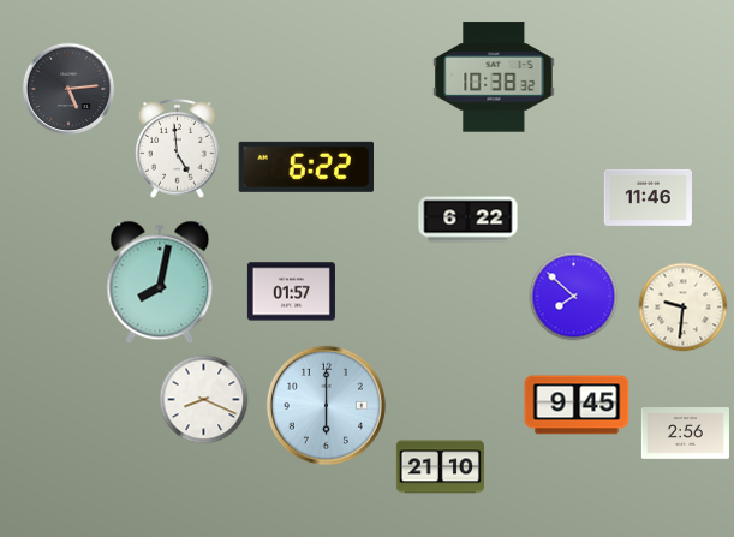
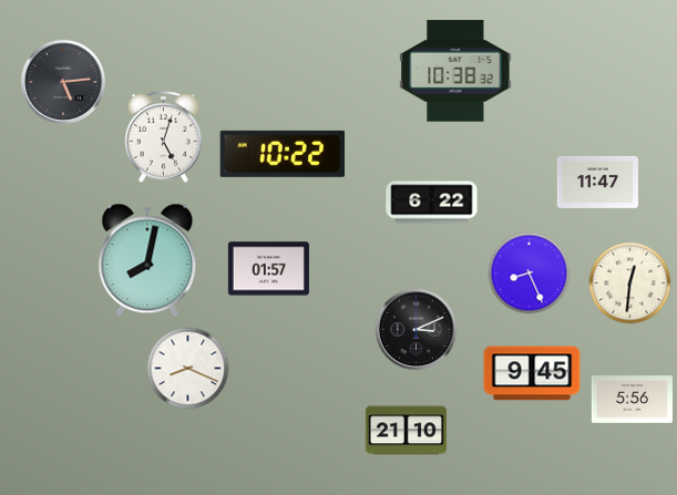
clock at (178, 148): 4:59 -> 5:03
clock at (305, 167): 6:22 -> 10:22
clock at (648, 197): 11:46 -> 11:47
clock at (574, 297): 7:52 -> 8:26
clock at (684, 308): 9:31 -> 12:31
clock at (417, 330): none -> 3:11
clock at (326, 405): 6:00 -> none
clock at (685, 434): 2:56 -> 5:56
